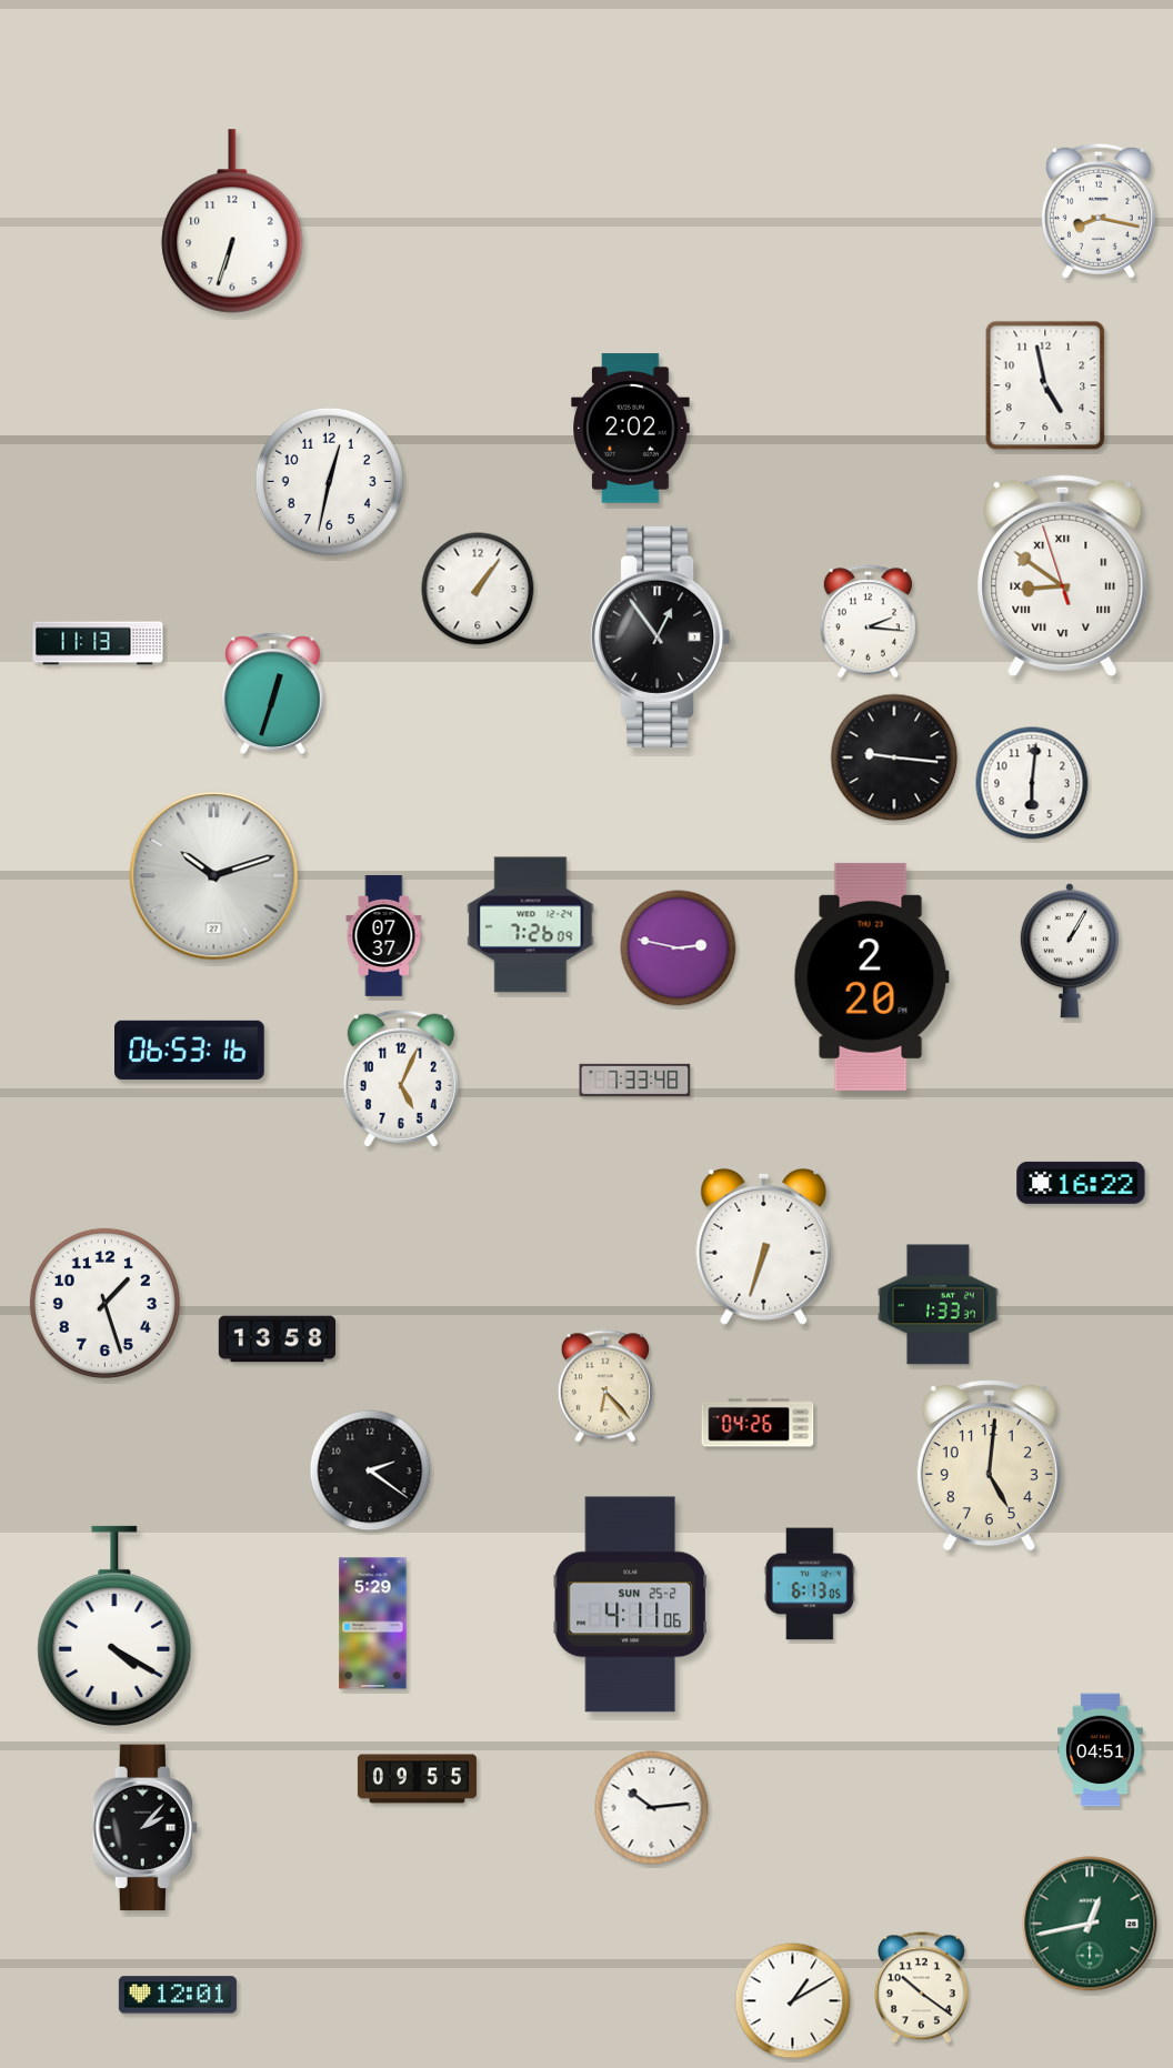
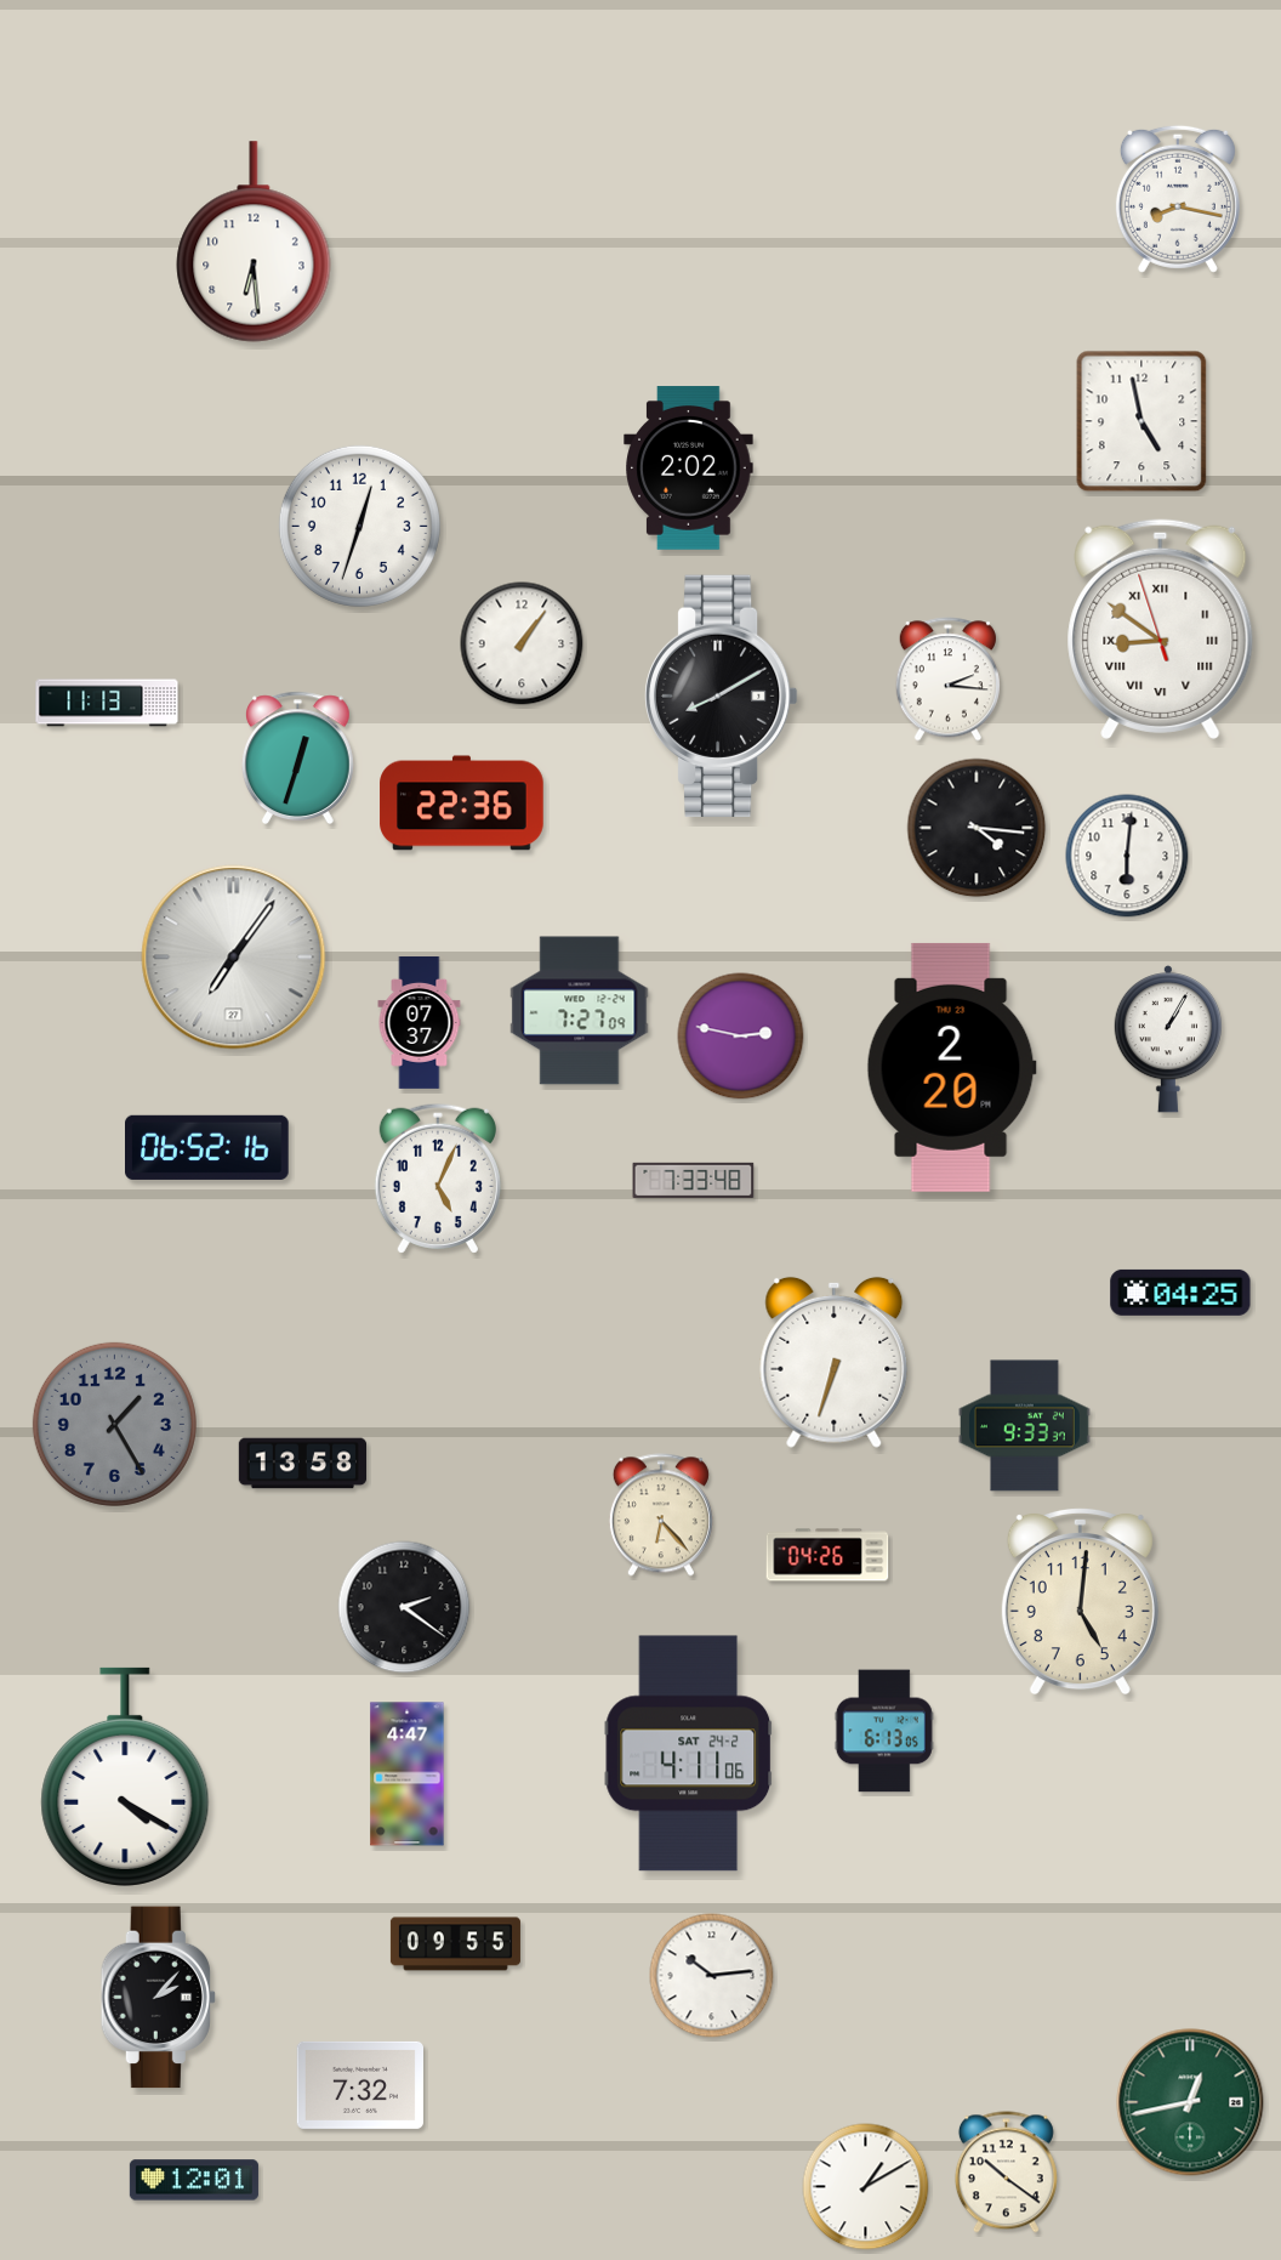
clock at (1099, 211) position: (1099, 211) -> (1178, 199)
clock at (232, 221): 6:33 -> 6:29
clock at (329, 481): 12:32 -> 12:33
clock at (661, 636): 12:54 -> 8:10
clock at (462, 804): none -> 22:36
clock at (894, 757): 9:16 -> 4:16
clock at (214, 876): 10:12 -> 7:06
clock at (531, 925): 7:26 -> 7:27
clock at (190, 1050): 06:53 -> 06:52
clock at (1081, 1183): 16:22 -> 04:25
clock at (104, 1303): 1:27 -> 1:25
clock at (104, 1303) dial: white -> grey
clock at (938, 1305): 1:33 -> 9:33
clock at (631, 1605) date: SUN 25-2 -> SAT 24-2
clock at (373, 1624): 5:29 -> 4:47
clock at (1100, 1750): 04:51 -> none
clock at (359, 2085): none -> 7:32
